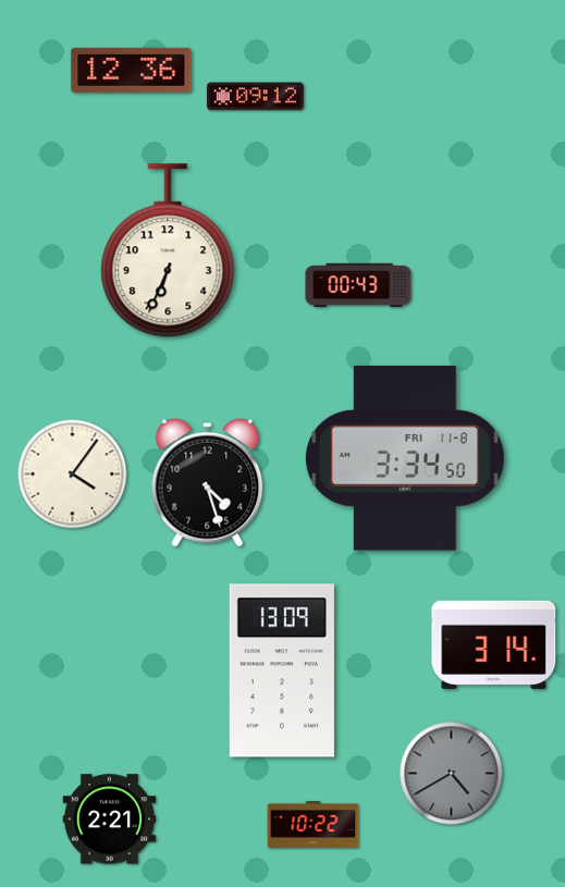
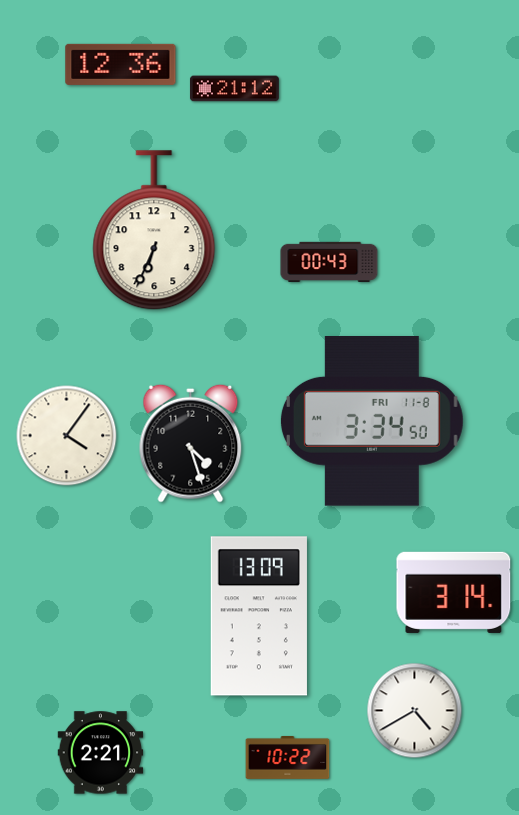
clock at (255, 97): 09:12 -> 21:12
clock at (452, 774) dial: grey -> white
